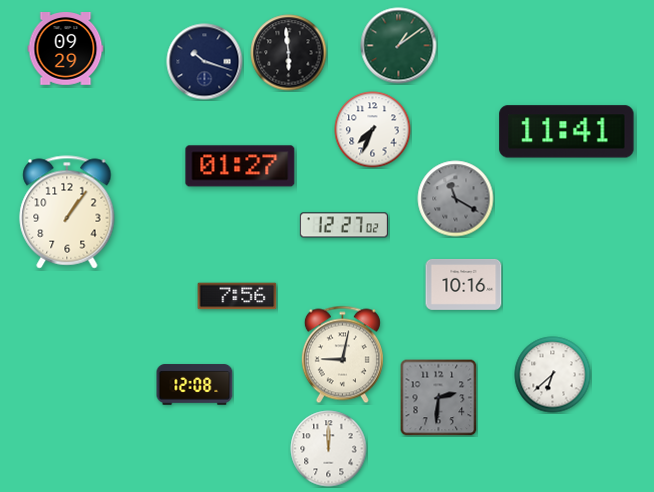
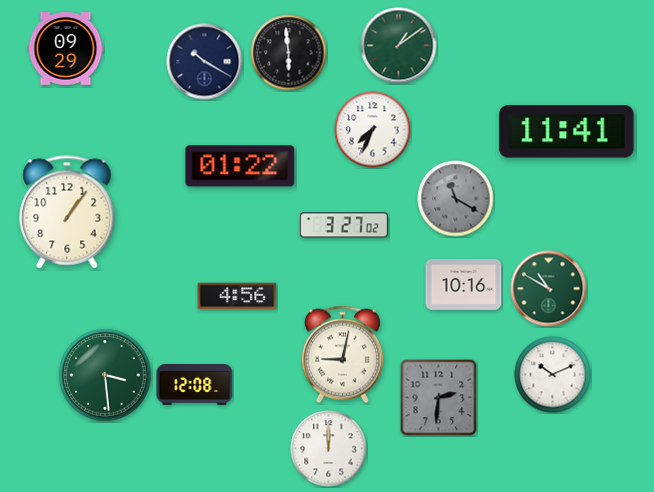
clock at (205, 62): 10:18 -> 10:20
clock at (240, 166): 01:27 -> 01:22
clock at (344, 225): 12:27 -> 3:27
clock at (549, 289): none -> 10:50
clock at (237, 296): 7:56 -> 4:56
clock at (105, 375): none -> 3:29
clock at (553, 375): 6:38 -> 10:11
